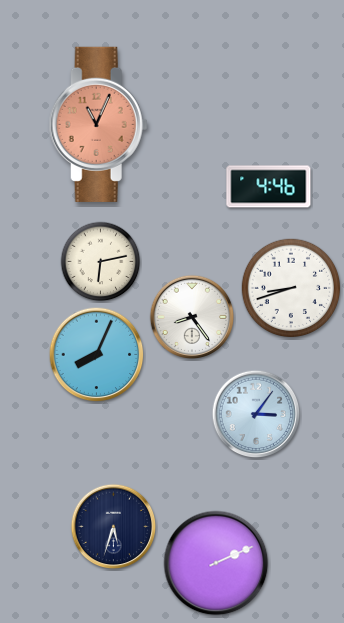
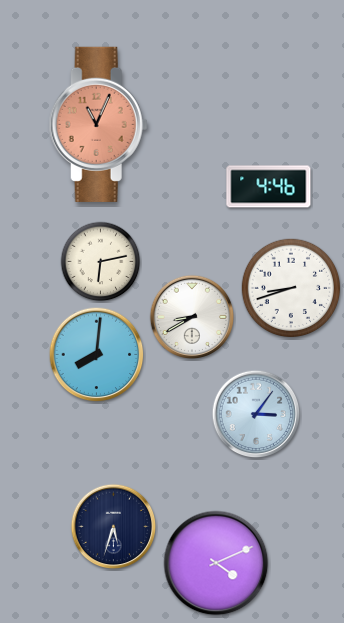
clock at (192, 317): 8:24 -> 8:40
clock at (97, 355): 8:04 -> 8:01
clock at (216, 563): 2:11 -> 4:11
